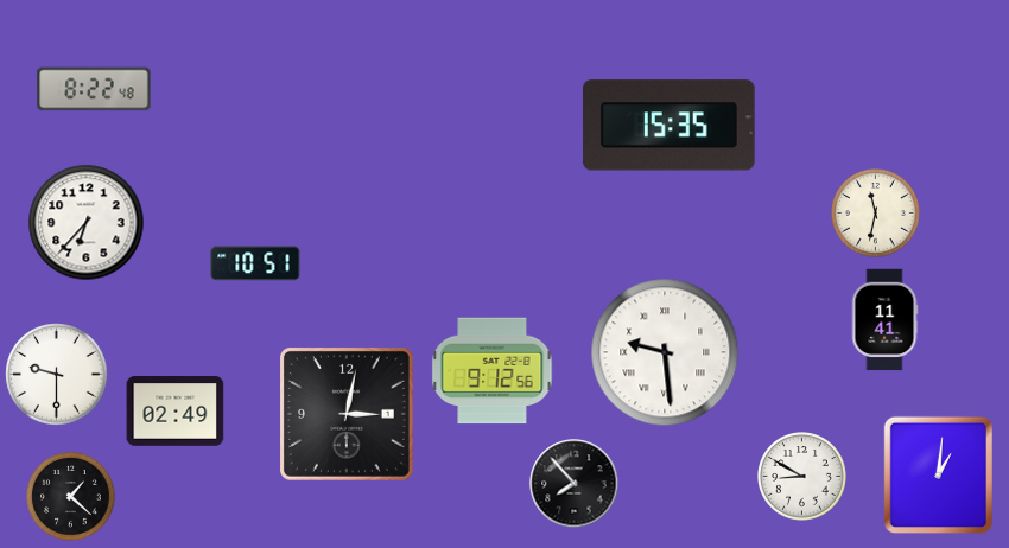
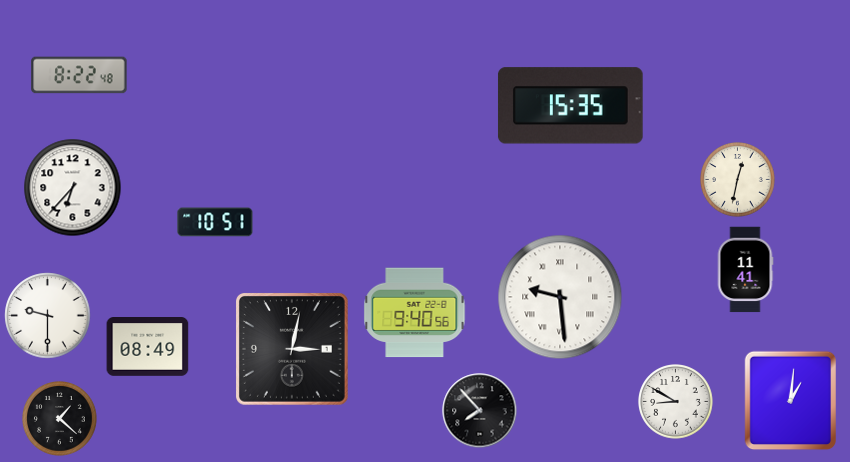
clock at (668, 126) position: (668, 126) -> (570, 106)
clock at (876, 214): 11:32 -> 12:32
clock at (493, 371): 9:12 -> 9:40
clock at (176, 412): 02:49 -> 08:49
clock at (575, 484) position: (575, 484) -> (480, 411)
